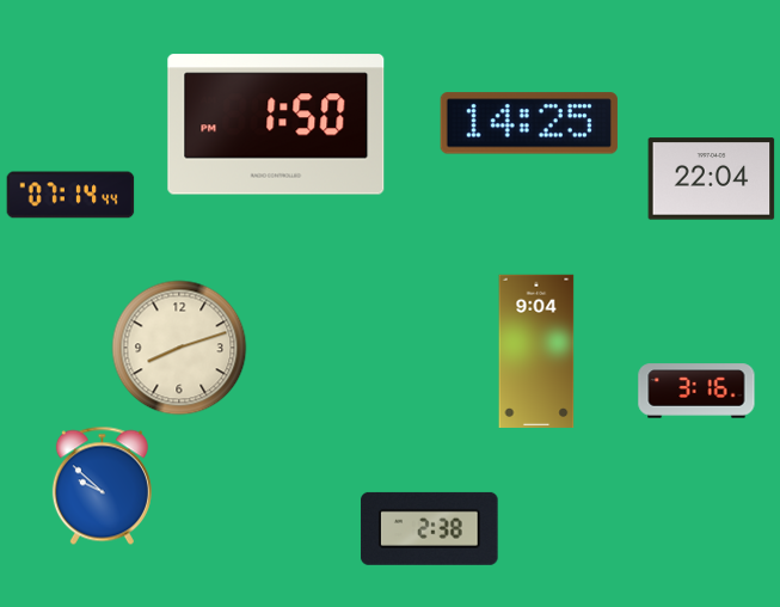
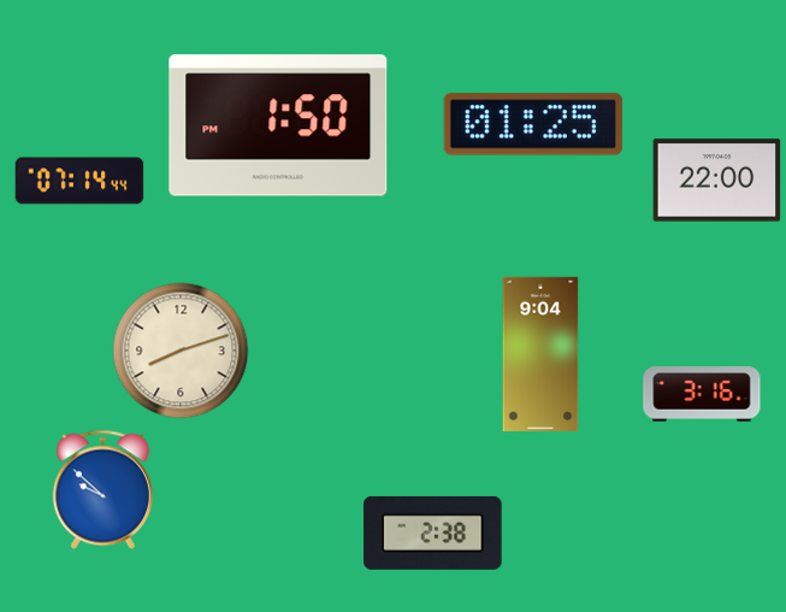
clock at (529, 123): 14:25 -> 01:25
clock at (712, 179): 22:04 -> 22:00
clock at (70, 195) position: (70, 195) -> (79, 181)
